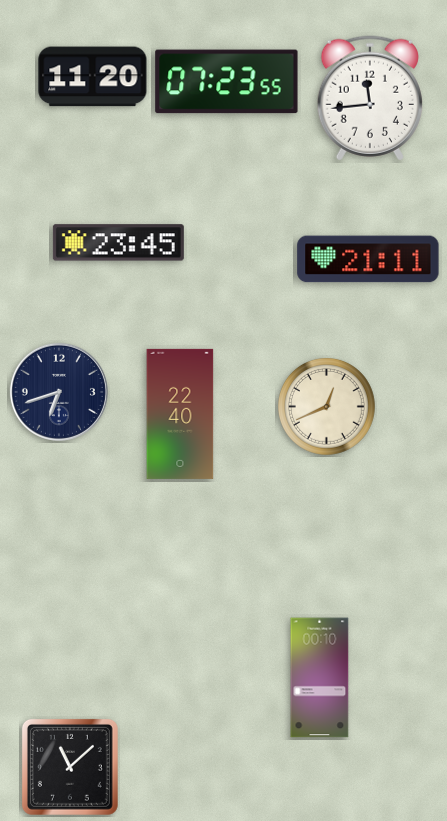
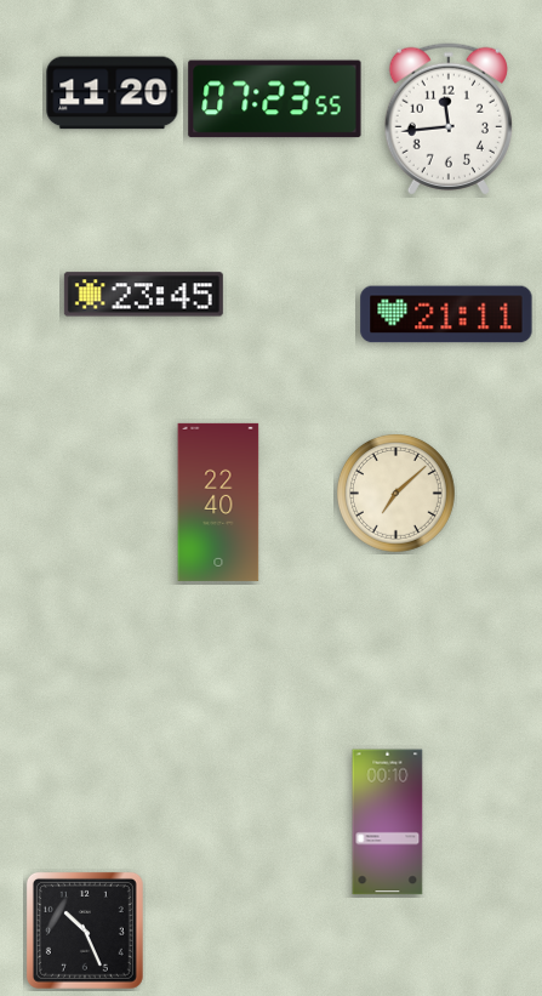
clock at (59, 392): 6:42 -> none
clock at (327, 407): 12:41 -> 7:08
clock at (70, 767): 11:08 -> 10:26
